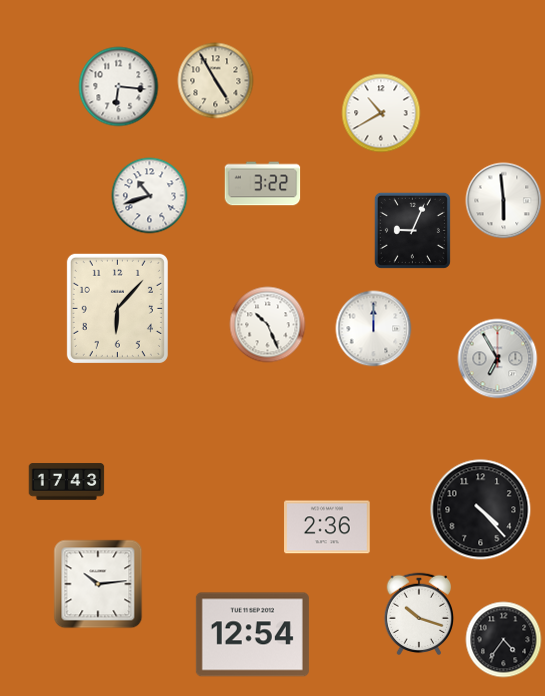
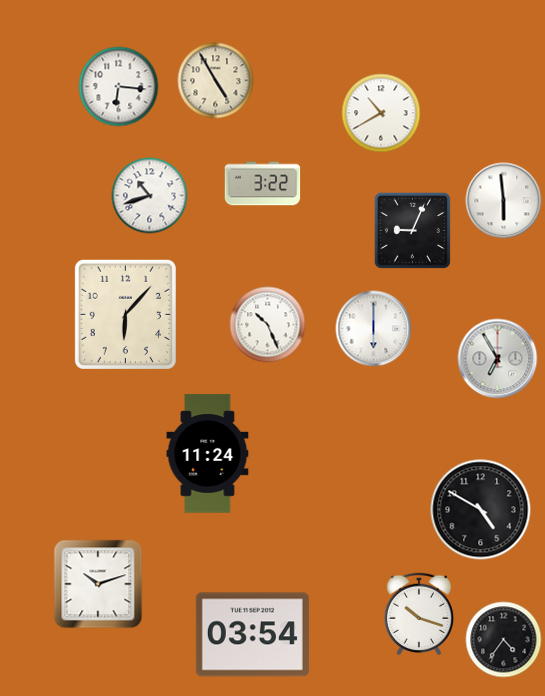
clock at (117, 308) position: (117, 308) -> (125, 314)
clock at (374, 329): 12:00 -> 6:00
clock at (208, 454): none -> 11:24
clock at (67, 482): 17:43 -> none
clock at (481, 510): 4:23 -> 4:50
clock at (327, 527): 2:36 -> none
clock at (98, 584): 10:14 -> 10:12
clock at (252, 635): 12:54 -> 03:54
